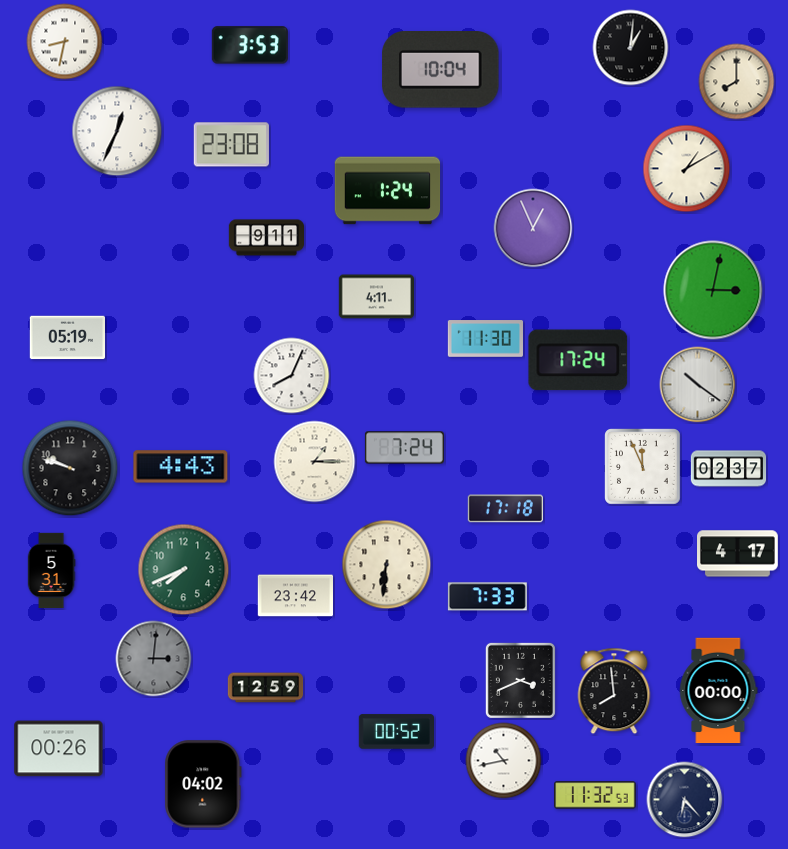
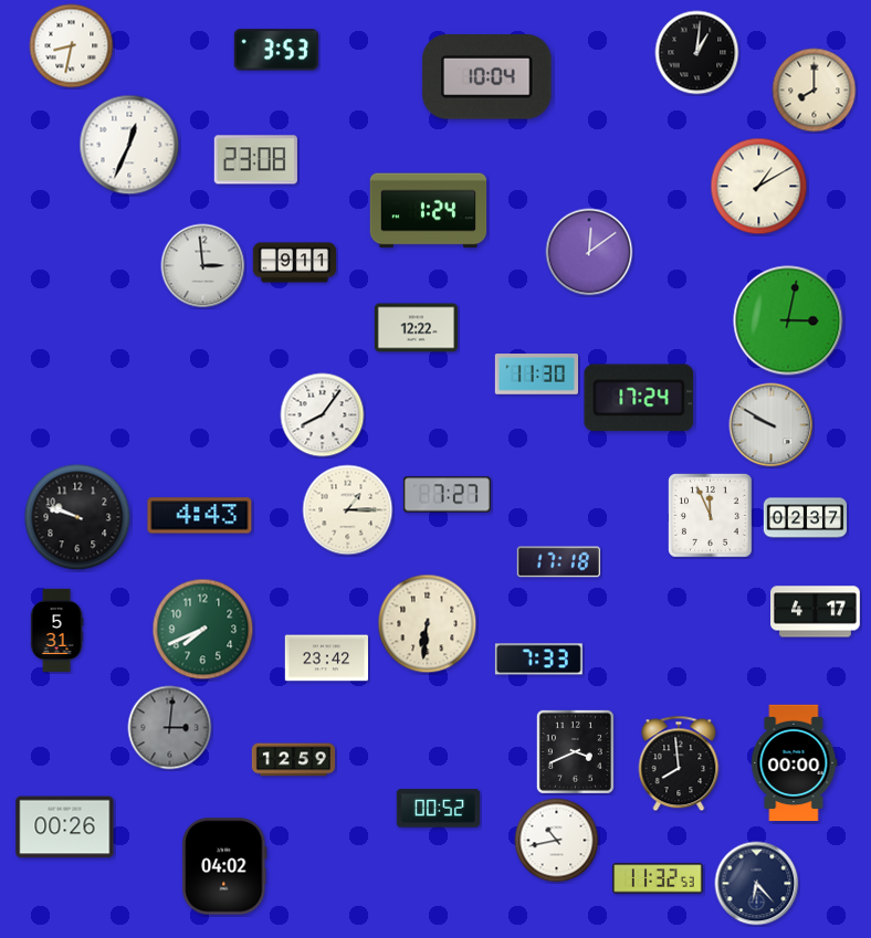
clock at (533, 228): 12:56 -> 12:09
clock at (203, 266): none -> 2:59
clock at (376, 297): 4:11 -> 12:22
clock at (67, 338): 05:19 -> none
clock at (292, 376): 8:04 -> 8:06
clock at (698, 385): 10:21 -> 9:50
clock at (404, 448): 7:24 -> 7:27
